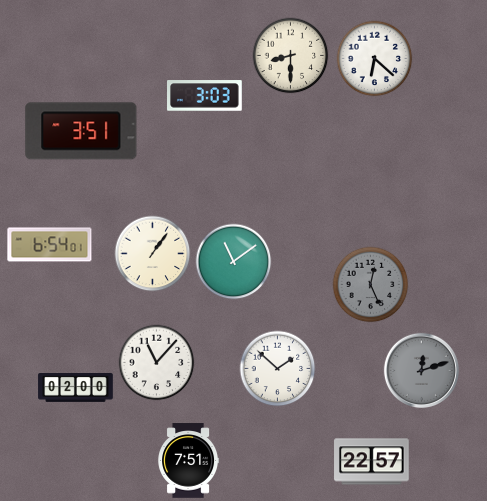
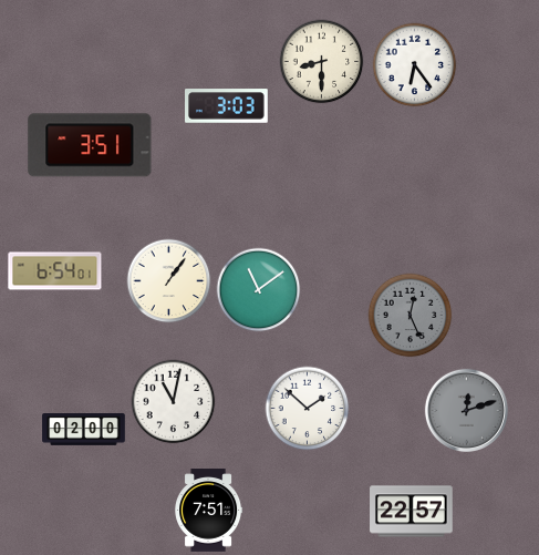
clock at (375, 59): 6:22 -> 6:24
clock at (157, 363): 11:07 -> 11:02
